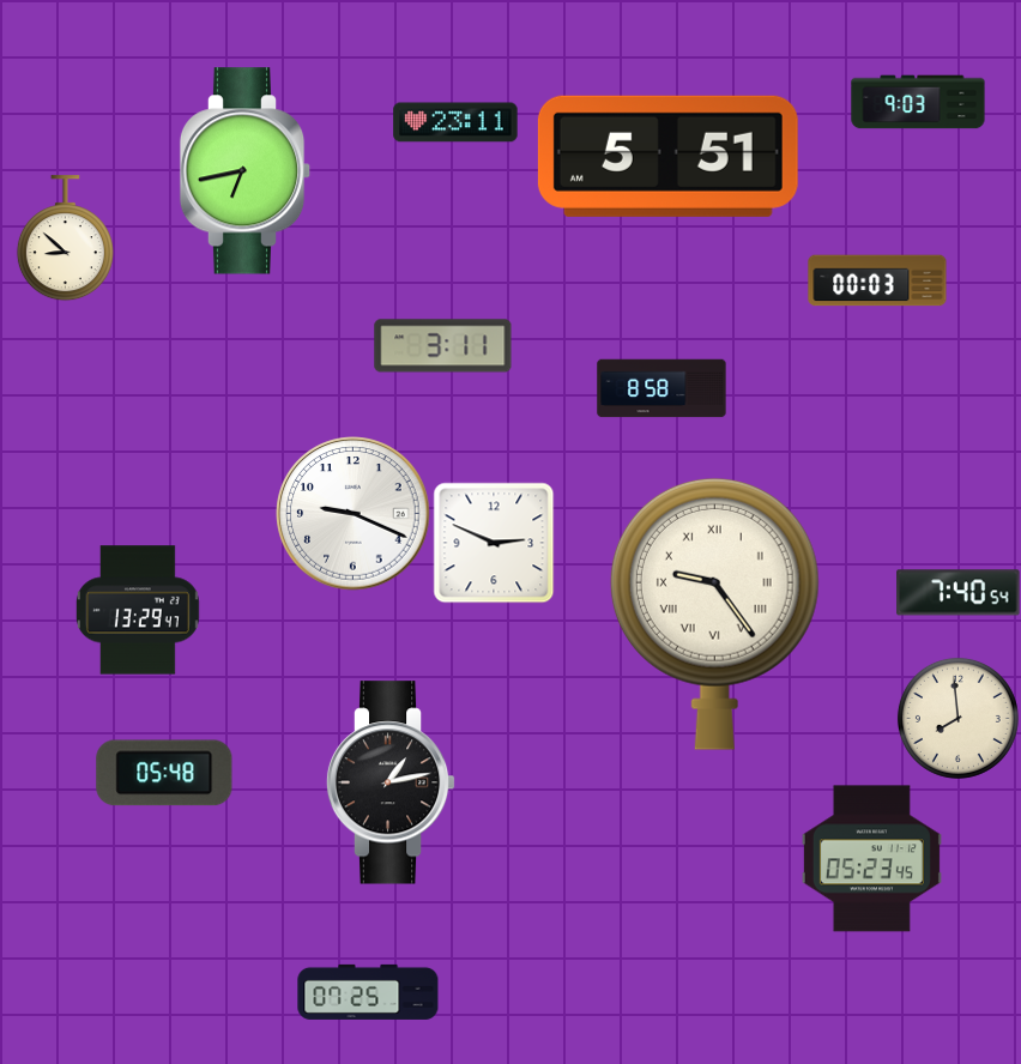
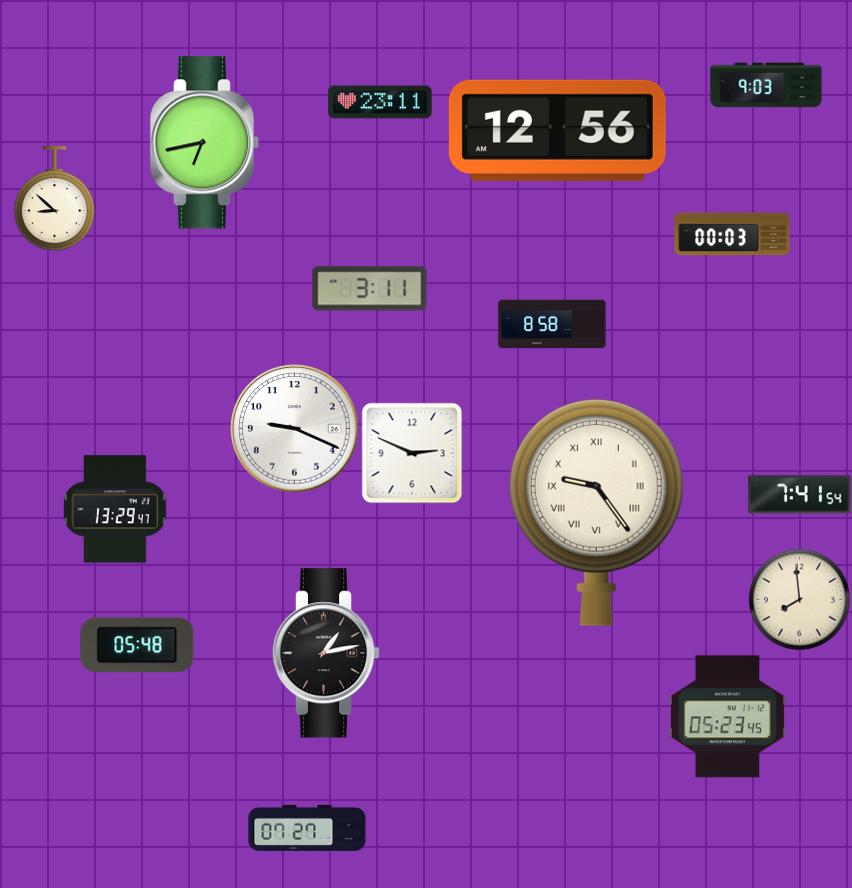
clock at (667, 156): 5:51 -> 12:56
clock at (959, 593): 7:40 -> 7:41
clock at (368, 992): 07:25 -> 07:27
